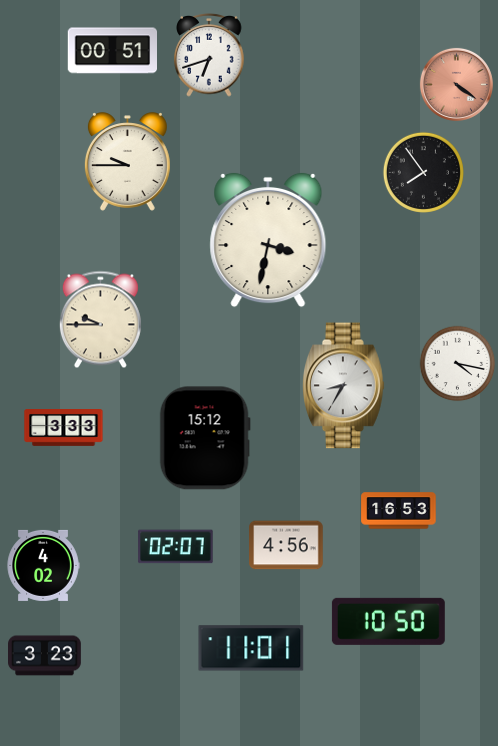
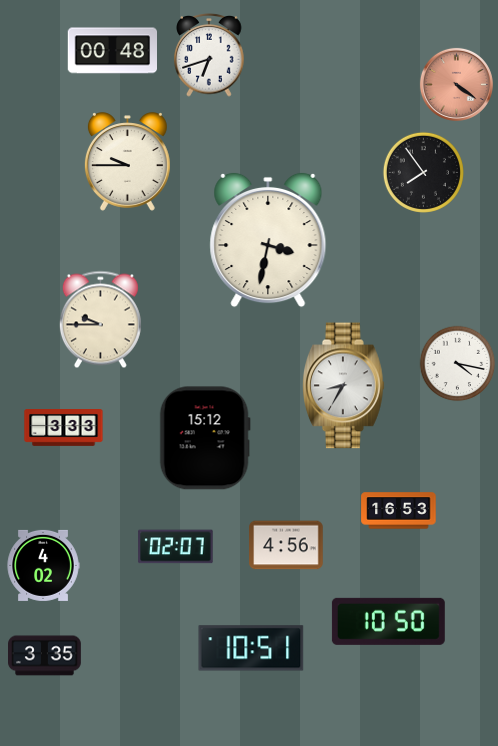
clock at (112, 51): 00:51 -> 00:48
clock at (251, 648): 11:01 -> 10:51
clock at (45, 656): 3:23 -> 3:35
